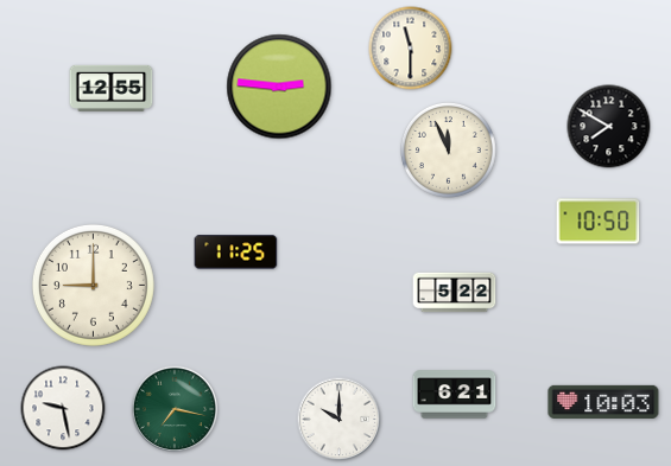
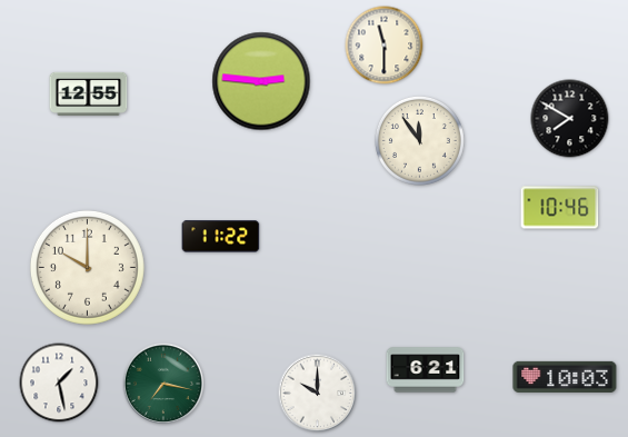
clock at (112, 88) position: (112, 88) -> (89, 93)
clock at (448, 149): 11:56 -> 11:54
clock at (599, 222): 10:50 -> 10:46
clock at (236, 253): 11:25 -> 11:22
clock at (93, 285): 9:00 -> 10:00
clock at (455, 293): 5:22 -> none
clock at (63, 408): 9:28 -> 1:28
